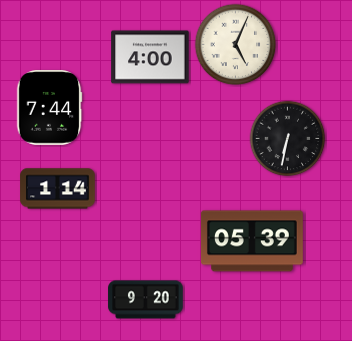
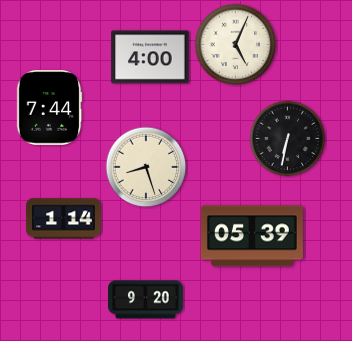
clock at (146, 167): none -> 8:27
clock at (58, 189) position: (58, 189) -> (64, 219)
clock at (252, 241) position: (252, 241) -> (252, 236)
